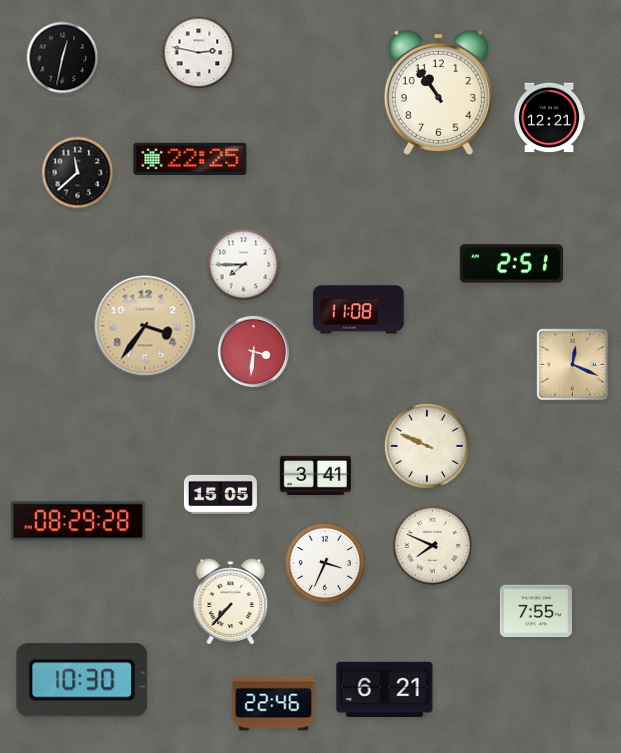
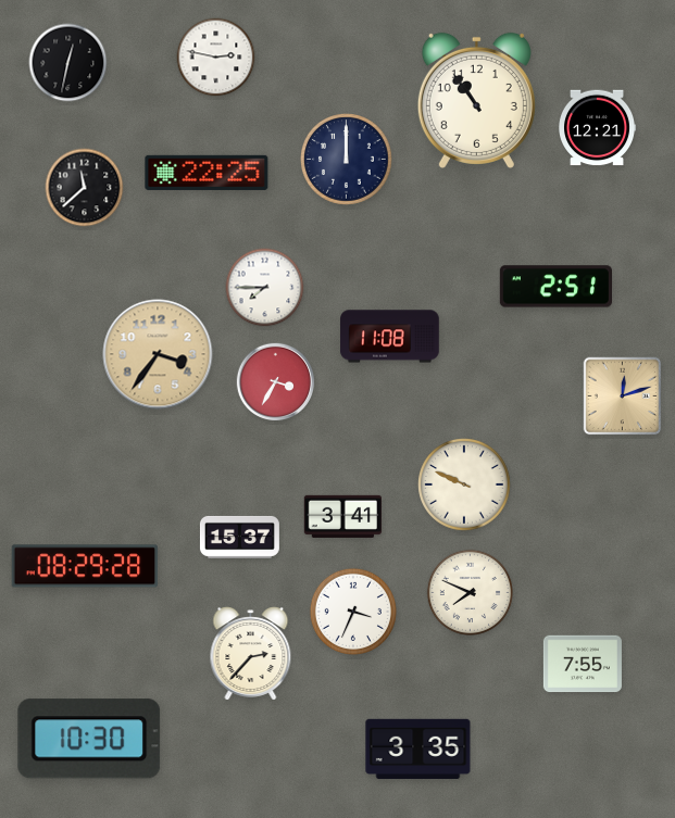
clock at (347, 160): none -> 12:00
clock at (254, 352): 3:31 -> 3:35
clock at (573, 365): 12:19 -> 12:12
clock at (220, 494): 15:05 -> 15:37
clock at (231, 602): 7:37 -> 2:37
clock at (385, 689): 6:21 -> 3:35
clock at (274, 704): 22:46 -> none
